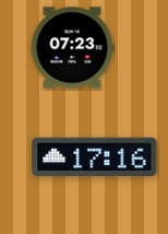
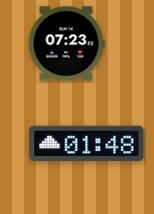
clock at (95, 157): 17:16 -> 01:48
